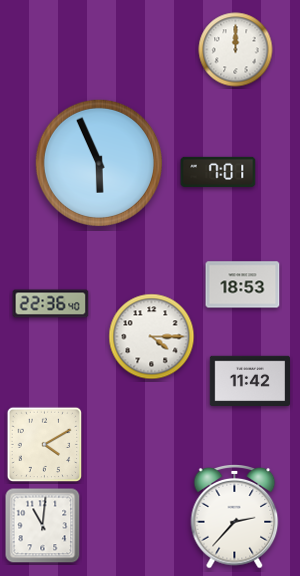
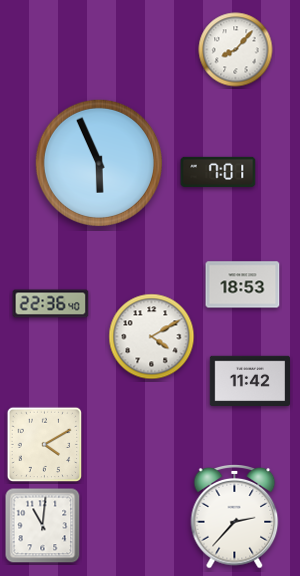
clock at (236, 50): 12:00 -> 8:07
clock at (152, 337): 4:15 -> 4:10
